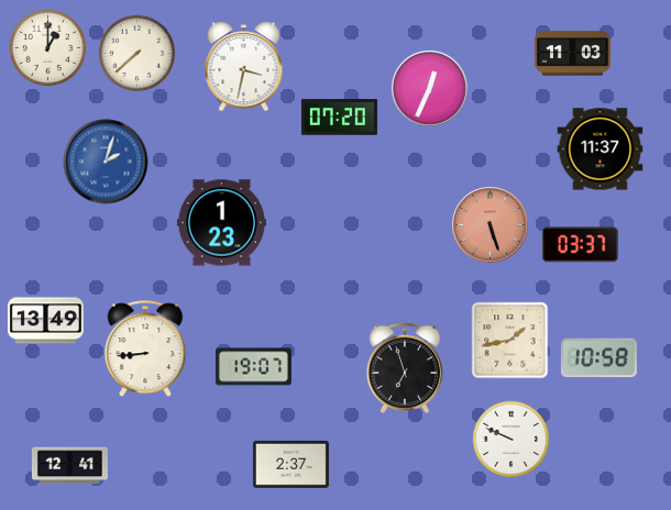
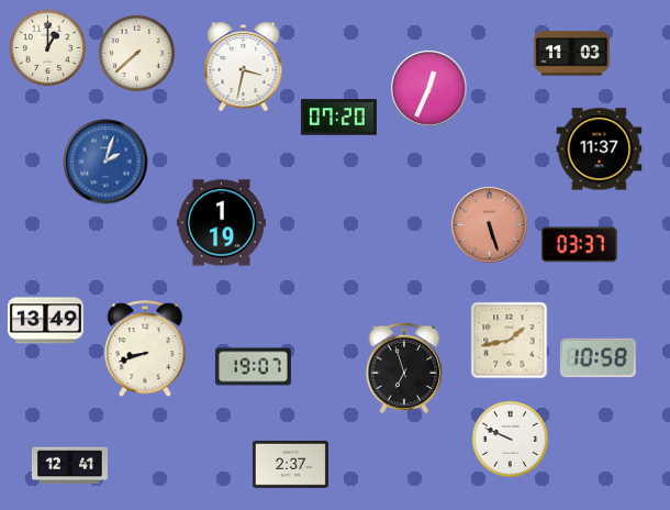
clock at (221, 223): 1:23 -> 1:19
clock at (145, 350): 8:44 -> 8:42
